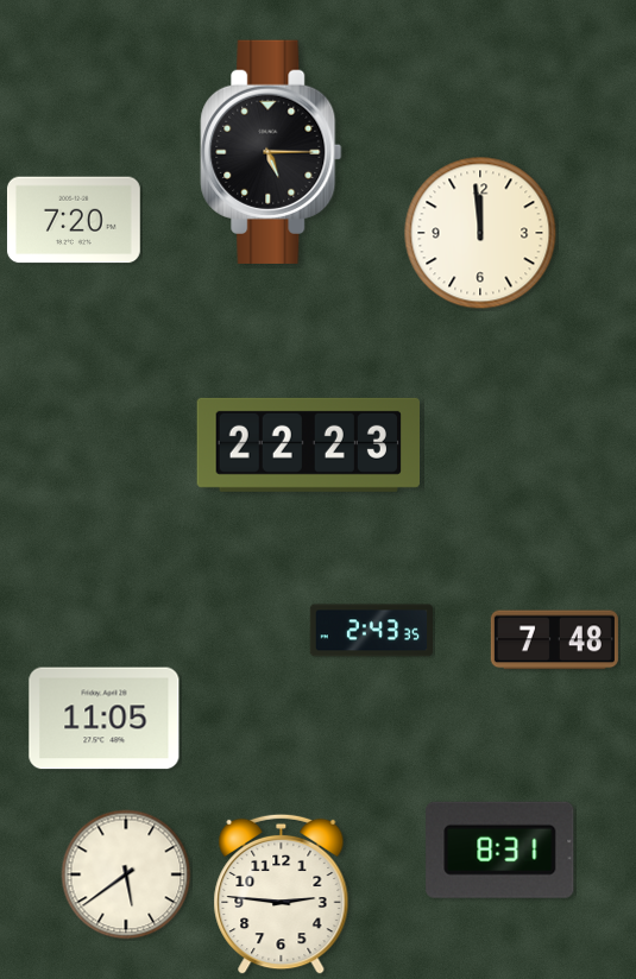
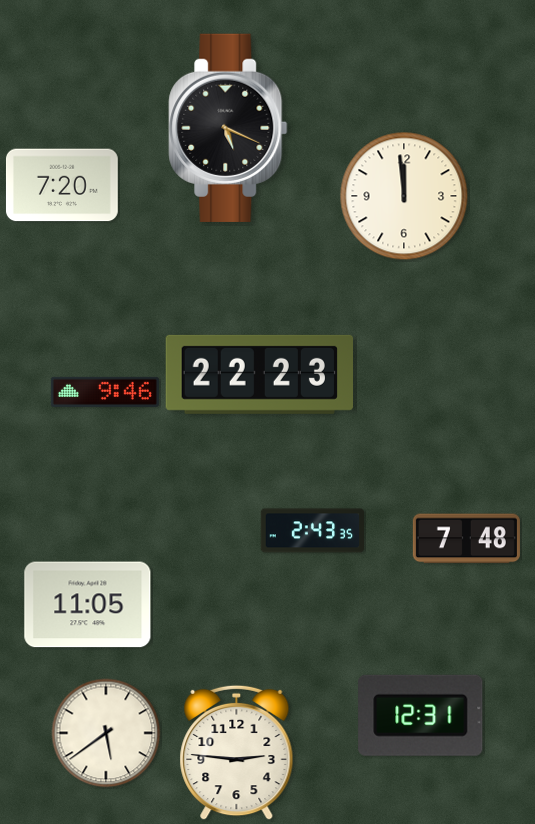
clock at (271, 152): 5:15 -> 5:19
clock at (105, 392): none -> 9:46
clock at (500, 849): 8:31 -> 12:31
clock at (126, 874) position: (126, 874) -> (106, 733)
